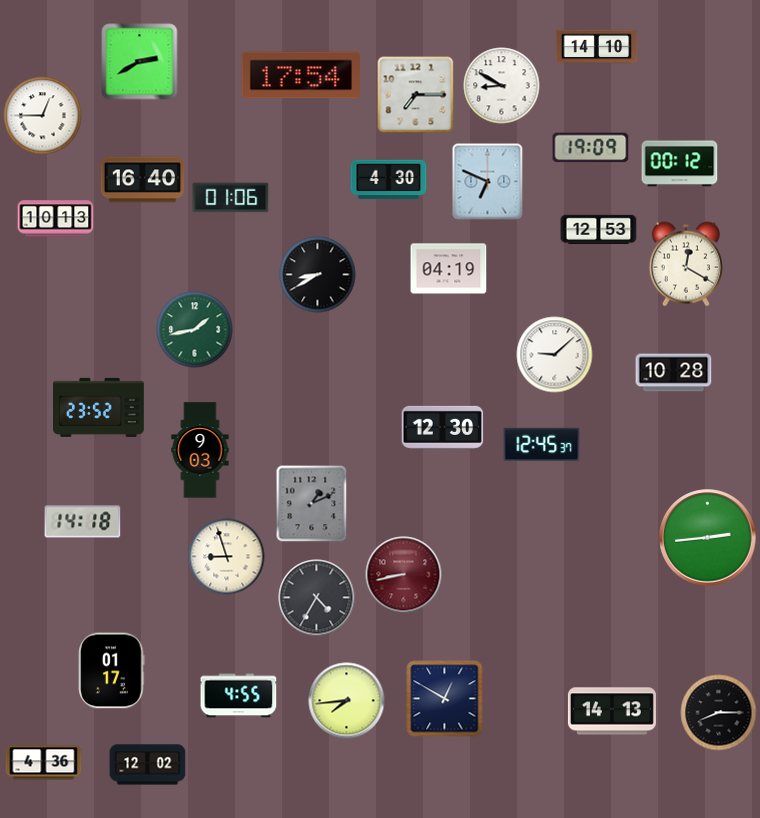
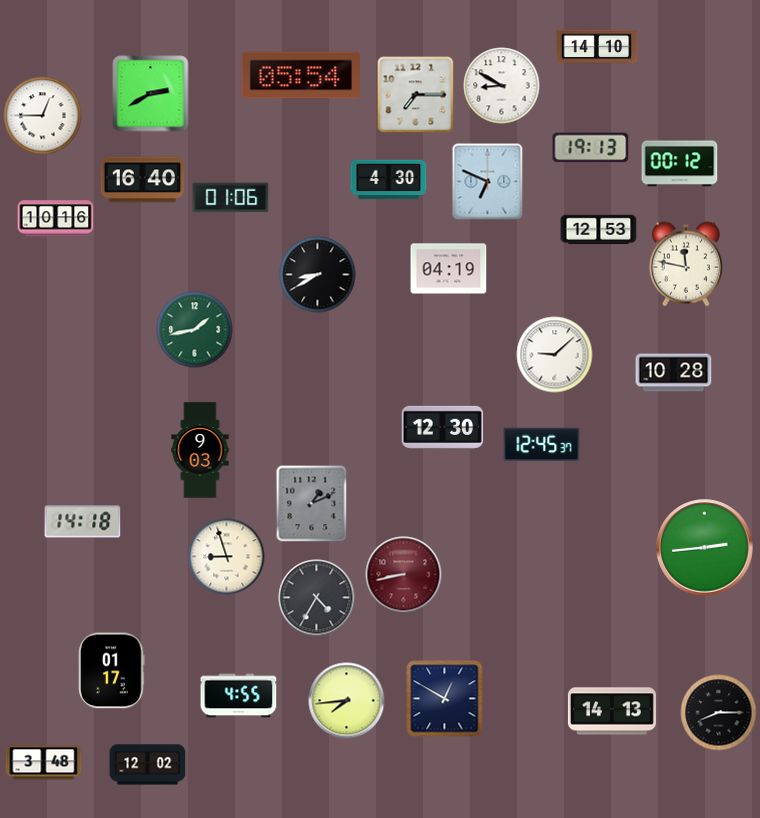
clock at (140, 62) position: (140, 62) -> (151, 94)
clock at (300, 75): 17:54 -> 05:54
clock at (591, 148): 19:09 -> 19:13
clock at (56, 219): 10:13 -> 10:16
clock at (686, 264): 12:20 -> 11:47
clock at (99, 407): 23:52 -> none
clock at (708, 538) position: (708, 538) -> (705, 548)
clock at (44, 763): 4:36 -> 3:48
